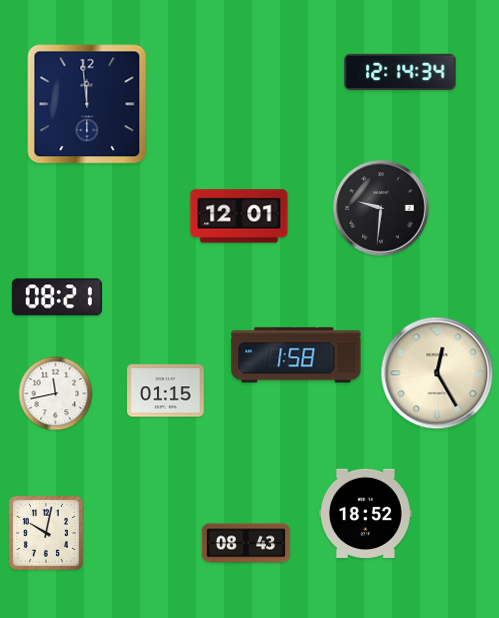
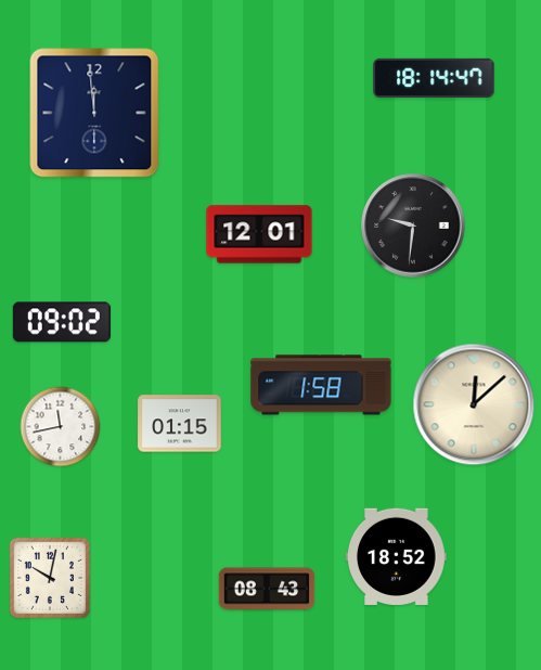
clock at (400, 72): 12:14 -> 18:14
clock at (57, 297): 08:21 -> 09:02
clock at (437, 373): 12:25 -> 12:08
